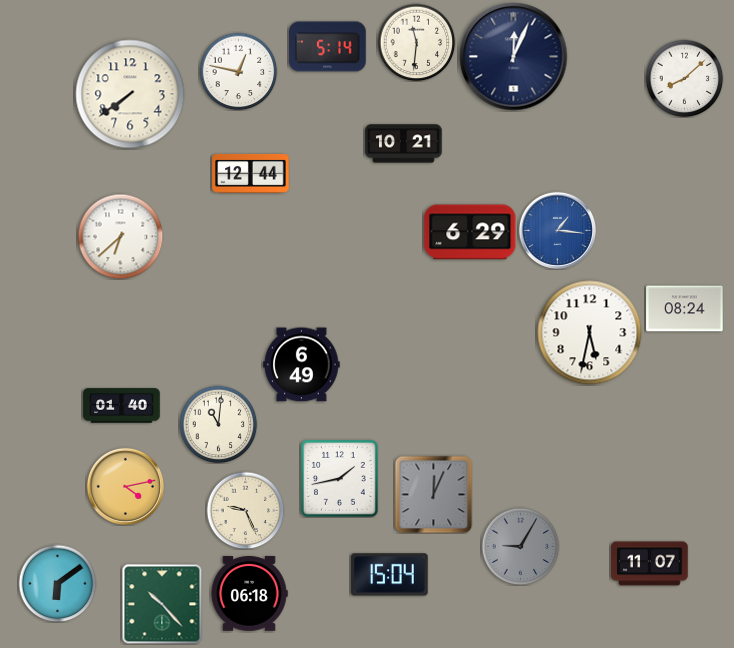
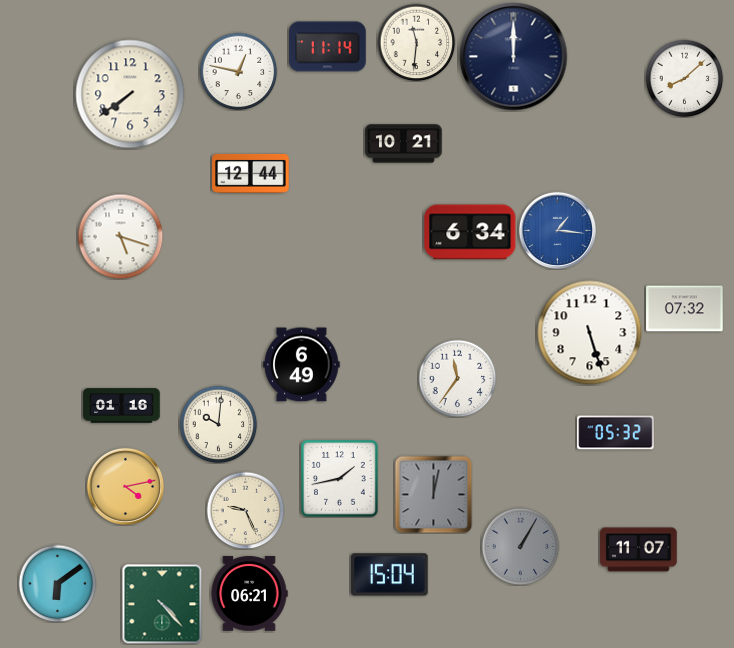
clock at (328, 47): 5:14 -> 11:14
clock at (514, 57): 12:04 -> 12:00
clock at (470, 232): 6:29 -> 6:34
clock at (120, 236): 6:38 -> 5:18
clock at (685, 309): 08:24 -> 07:32
clock at (590, 333): 5:32 -> 5:27
clock at (457, 378): none -> 11:36
clock at (122, 406): 01:40 -> 01:16
clock at (218, 424): 11:01 -> 10:01
clock at (616, 433): none -> 05:32
clock at (433, 494): 12:04 -> 12:02
clock at (520, 546): 9:05 -> 1:05
clock at (650, 564) position: (650, 564) -> (639, 550)
clock at (249, 594): 06:18 -> 06:21
clock at (162, 604): 10:23 -> 4:23
